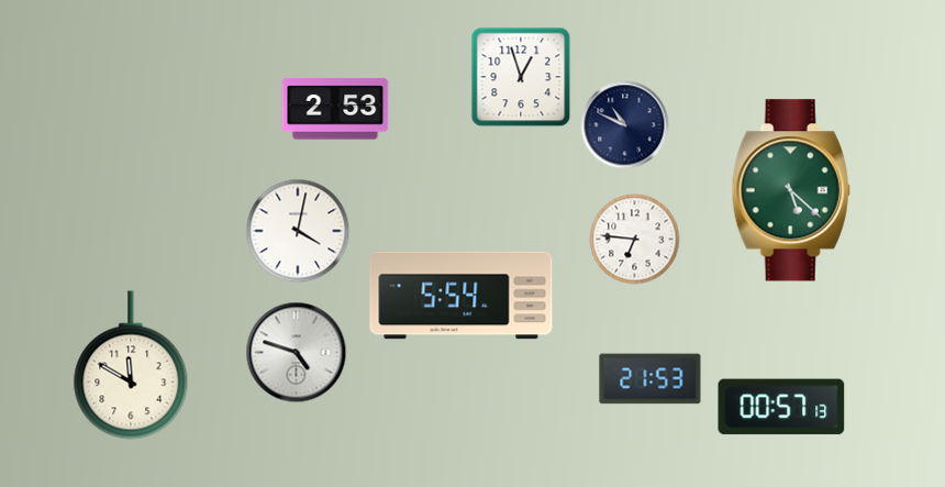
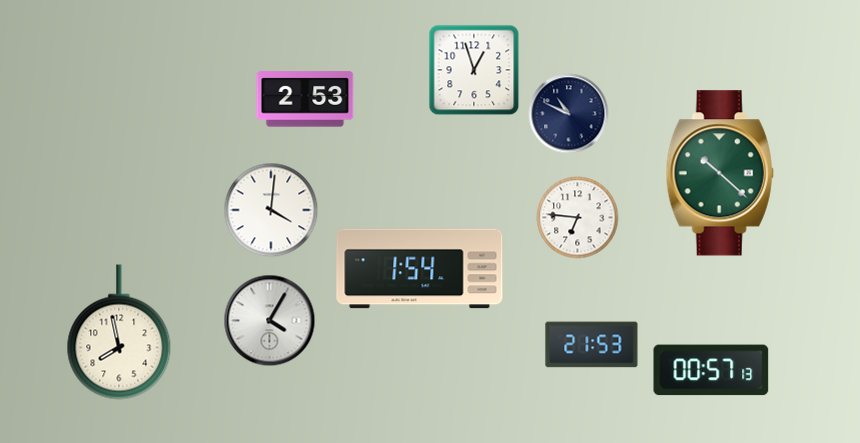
clock at (791, 190): 5:22 -> 10:22
clock at (298, 231): 4:02 -> 4:01
clock at (462, 296): 5:54 -> 1:54
clock at (297, 353): 4:48 -> 4:05
clock at (131, 365): 11:50 -> 7:58
